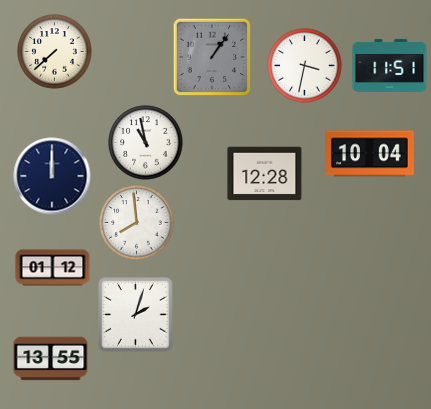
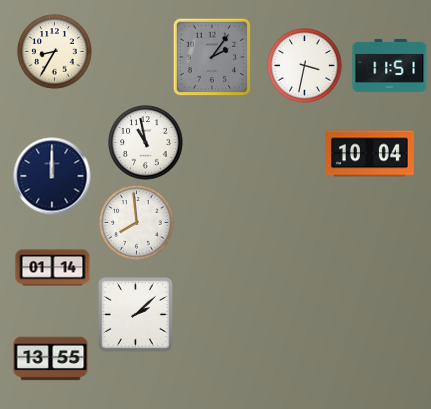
clock at (55, 52): 7:38 -> 8:35
clock at (212, 57): 1:06 -> 2:06
clock at (265, 174): 12:28 -> none
clock at (53, 268): 01:12 -> 01:14
clock at (136, 315): 2:03 -> 2:08
